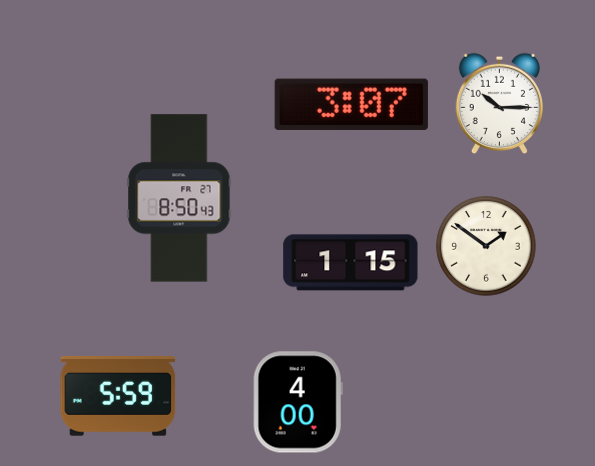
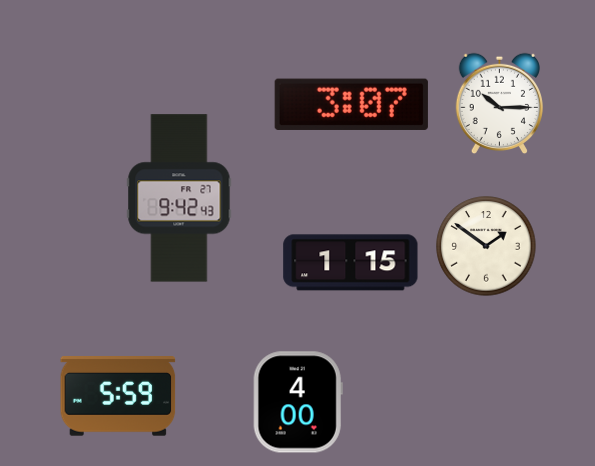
clock at (179, 198): 8:50 -> 9:42
